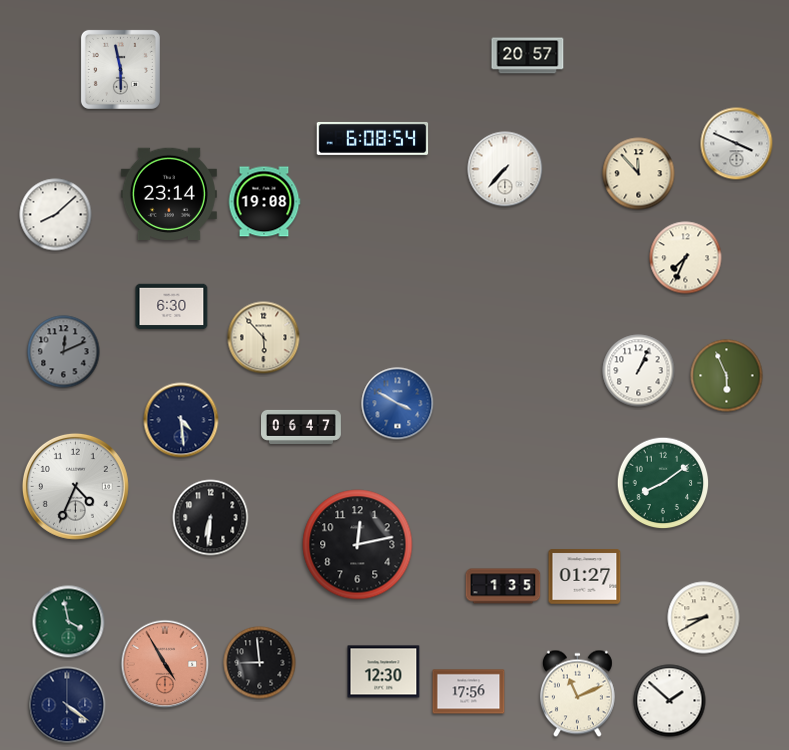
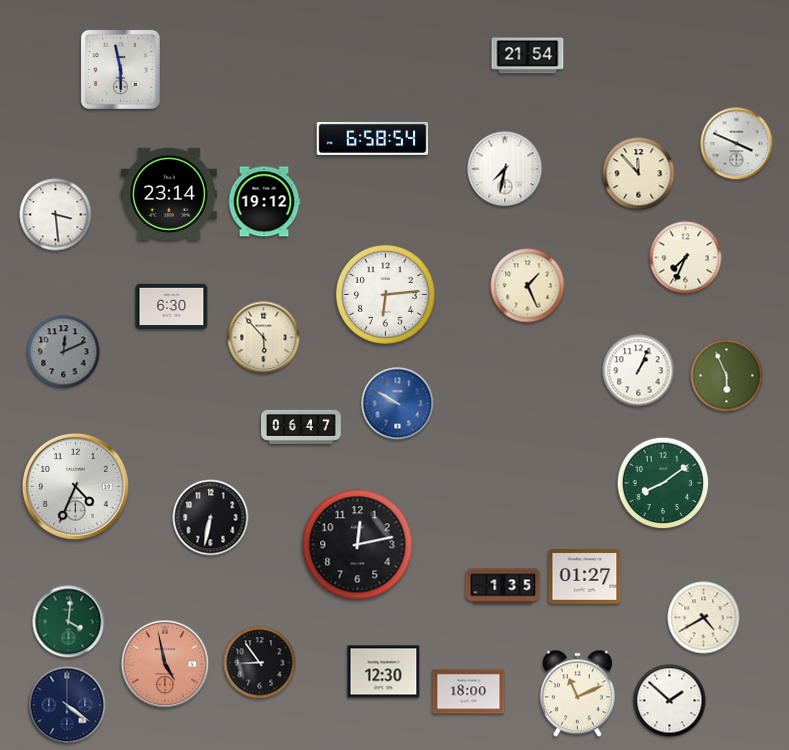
clock at (528, 56): 20:57 -> 21:54
clock at (373, 138): 6:08 -> 6:58
clock at (505, 169): 7:37 -> 7:32
clock at (264, 202): 19:08 -> 19:12
clock at (56, 215): 8:08 -> 3:29
clock at (528, 286): none -> 1:26
clock at (385, 294): none -> 6:14
clock at (398, 404): 3:50 -> 9:50
clock at (181, 420): 4:29 -> none
clock at (211, 518): 6:31 -> 6:32
clock at (704, 618): 8:40 -> 4:40
clock at (69, 622): 3:58 -> 4:01
clock at (260, 663): 8:59 -> 8:54
clock at (165, 664): 4:55 -> 4:58
clock at (469, 692): 17:56 -> 18:00
